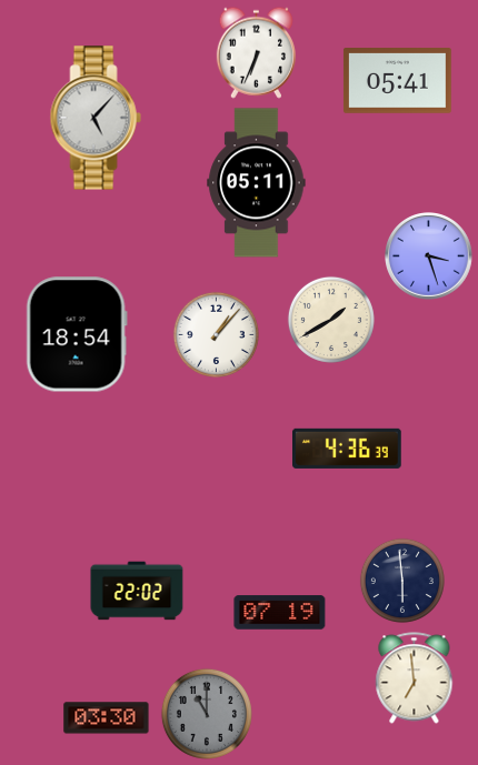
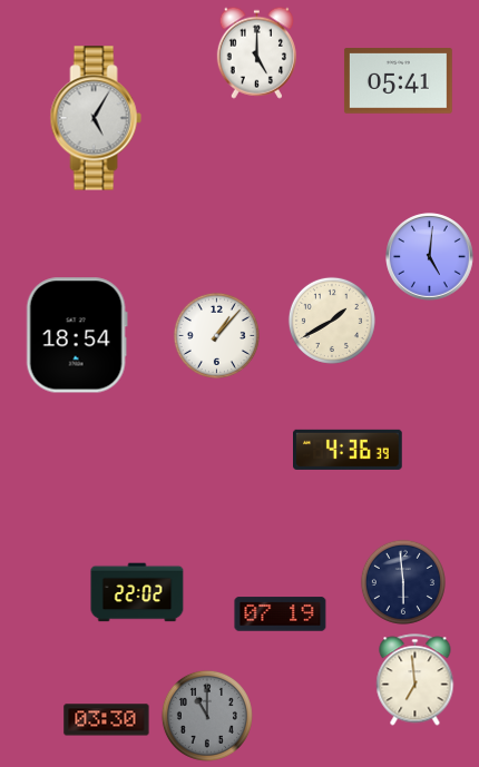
clock at (256, 52): 6:34 -> 5:00
clock at (96, 118): 5:07 -> 5:05
clock at (257, 183): 05:11 -> none
clock at (429, 256): 3:27 -> 5:01
